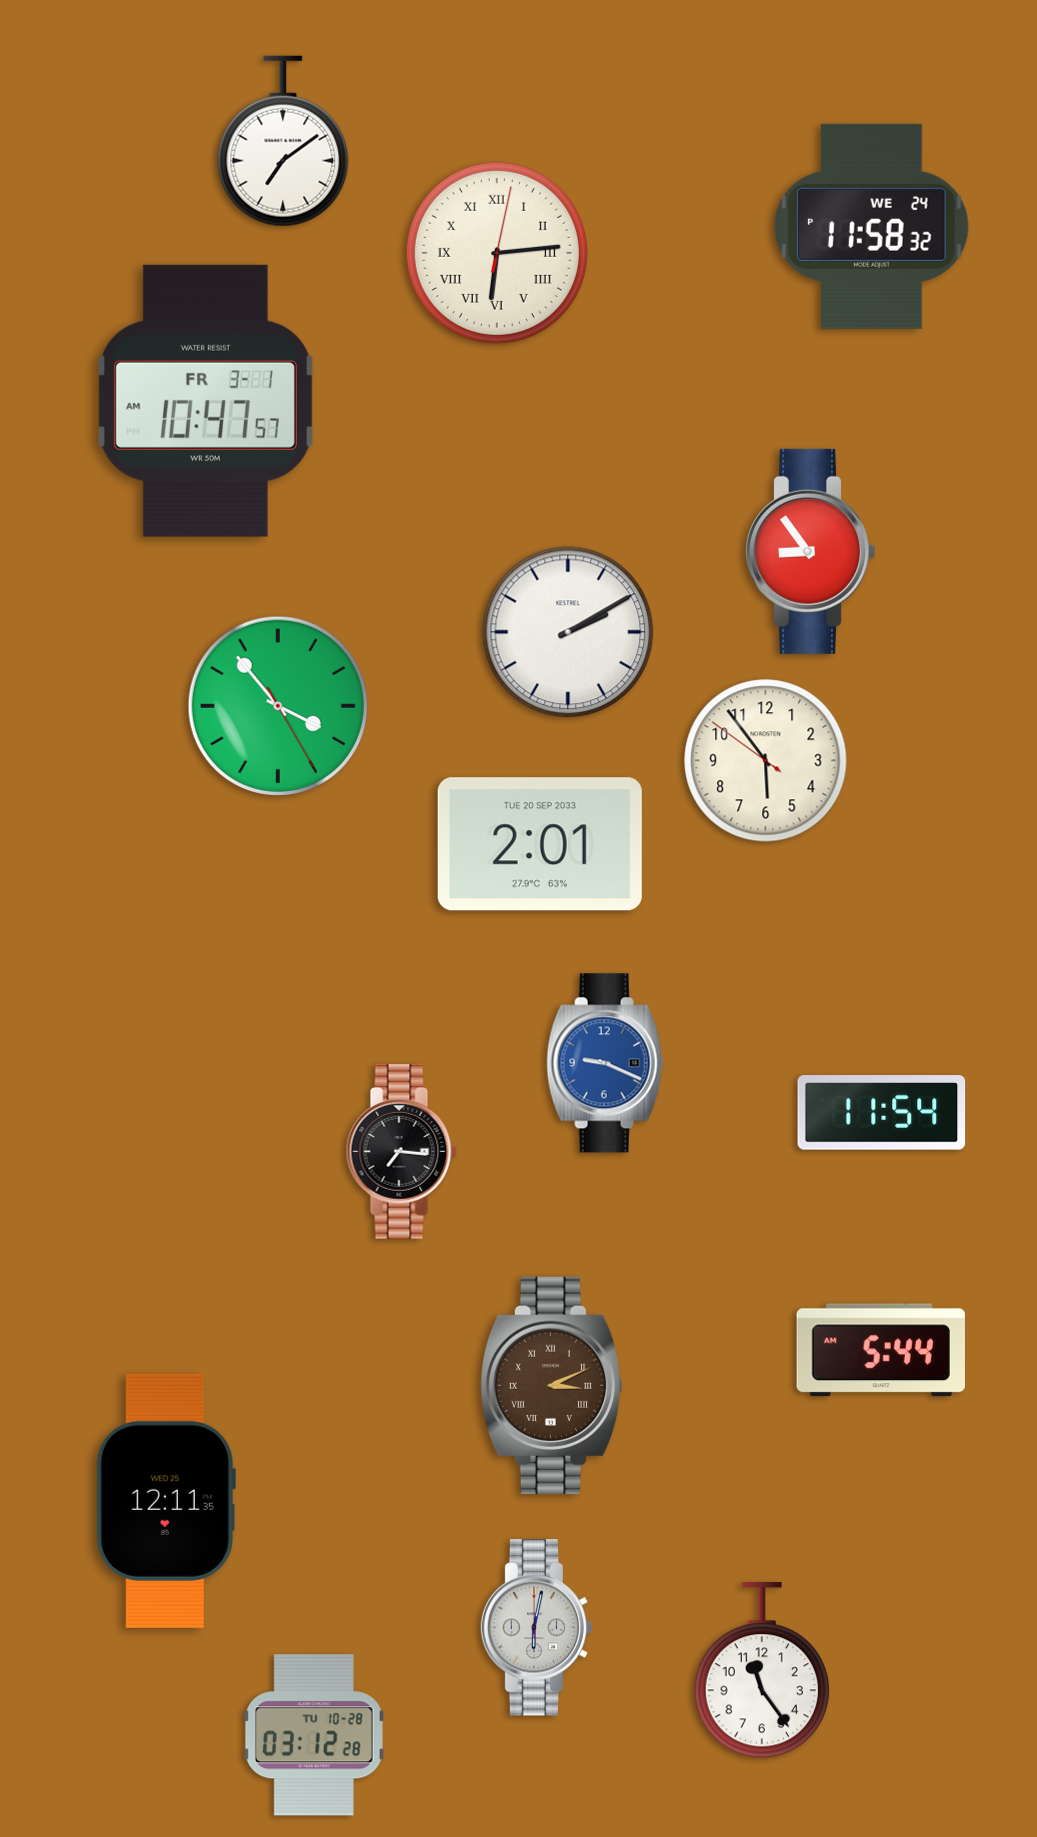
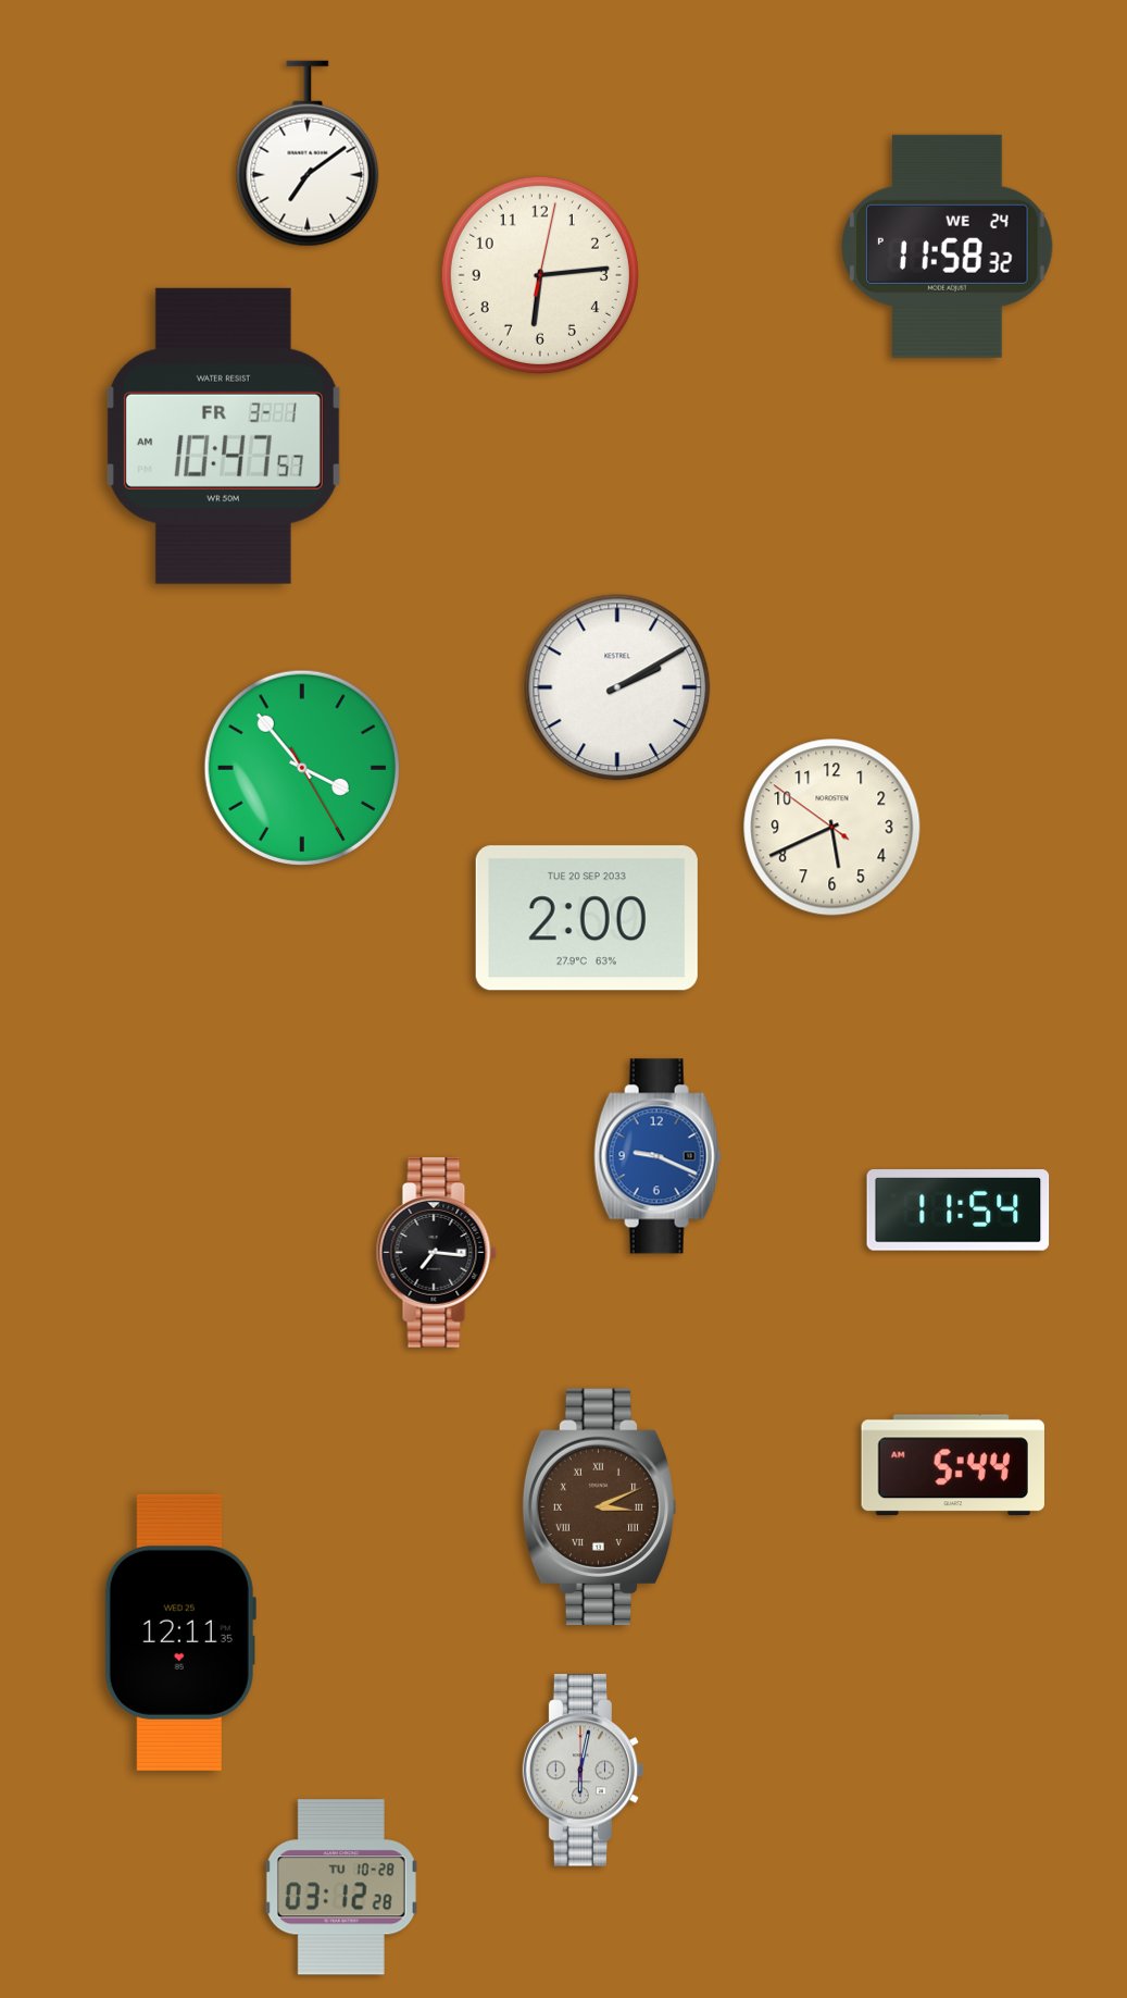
clock at (497, 253) numerals: Roman -> Arabic
clock at (811, 551): 8:54 -> none
clock at (766, 761): 5:53 -> 5:40
clock at (540, 844): 2:01 -> 2:00
clock at (881, 1350) position: (881, 1350) -> (953, 1465)
clock at (761, 1671): 11:24 -> none
